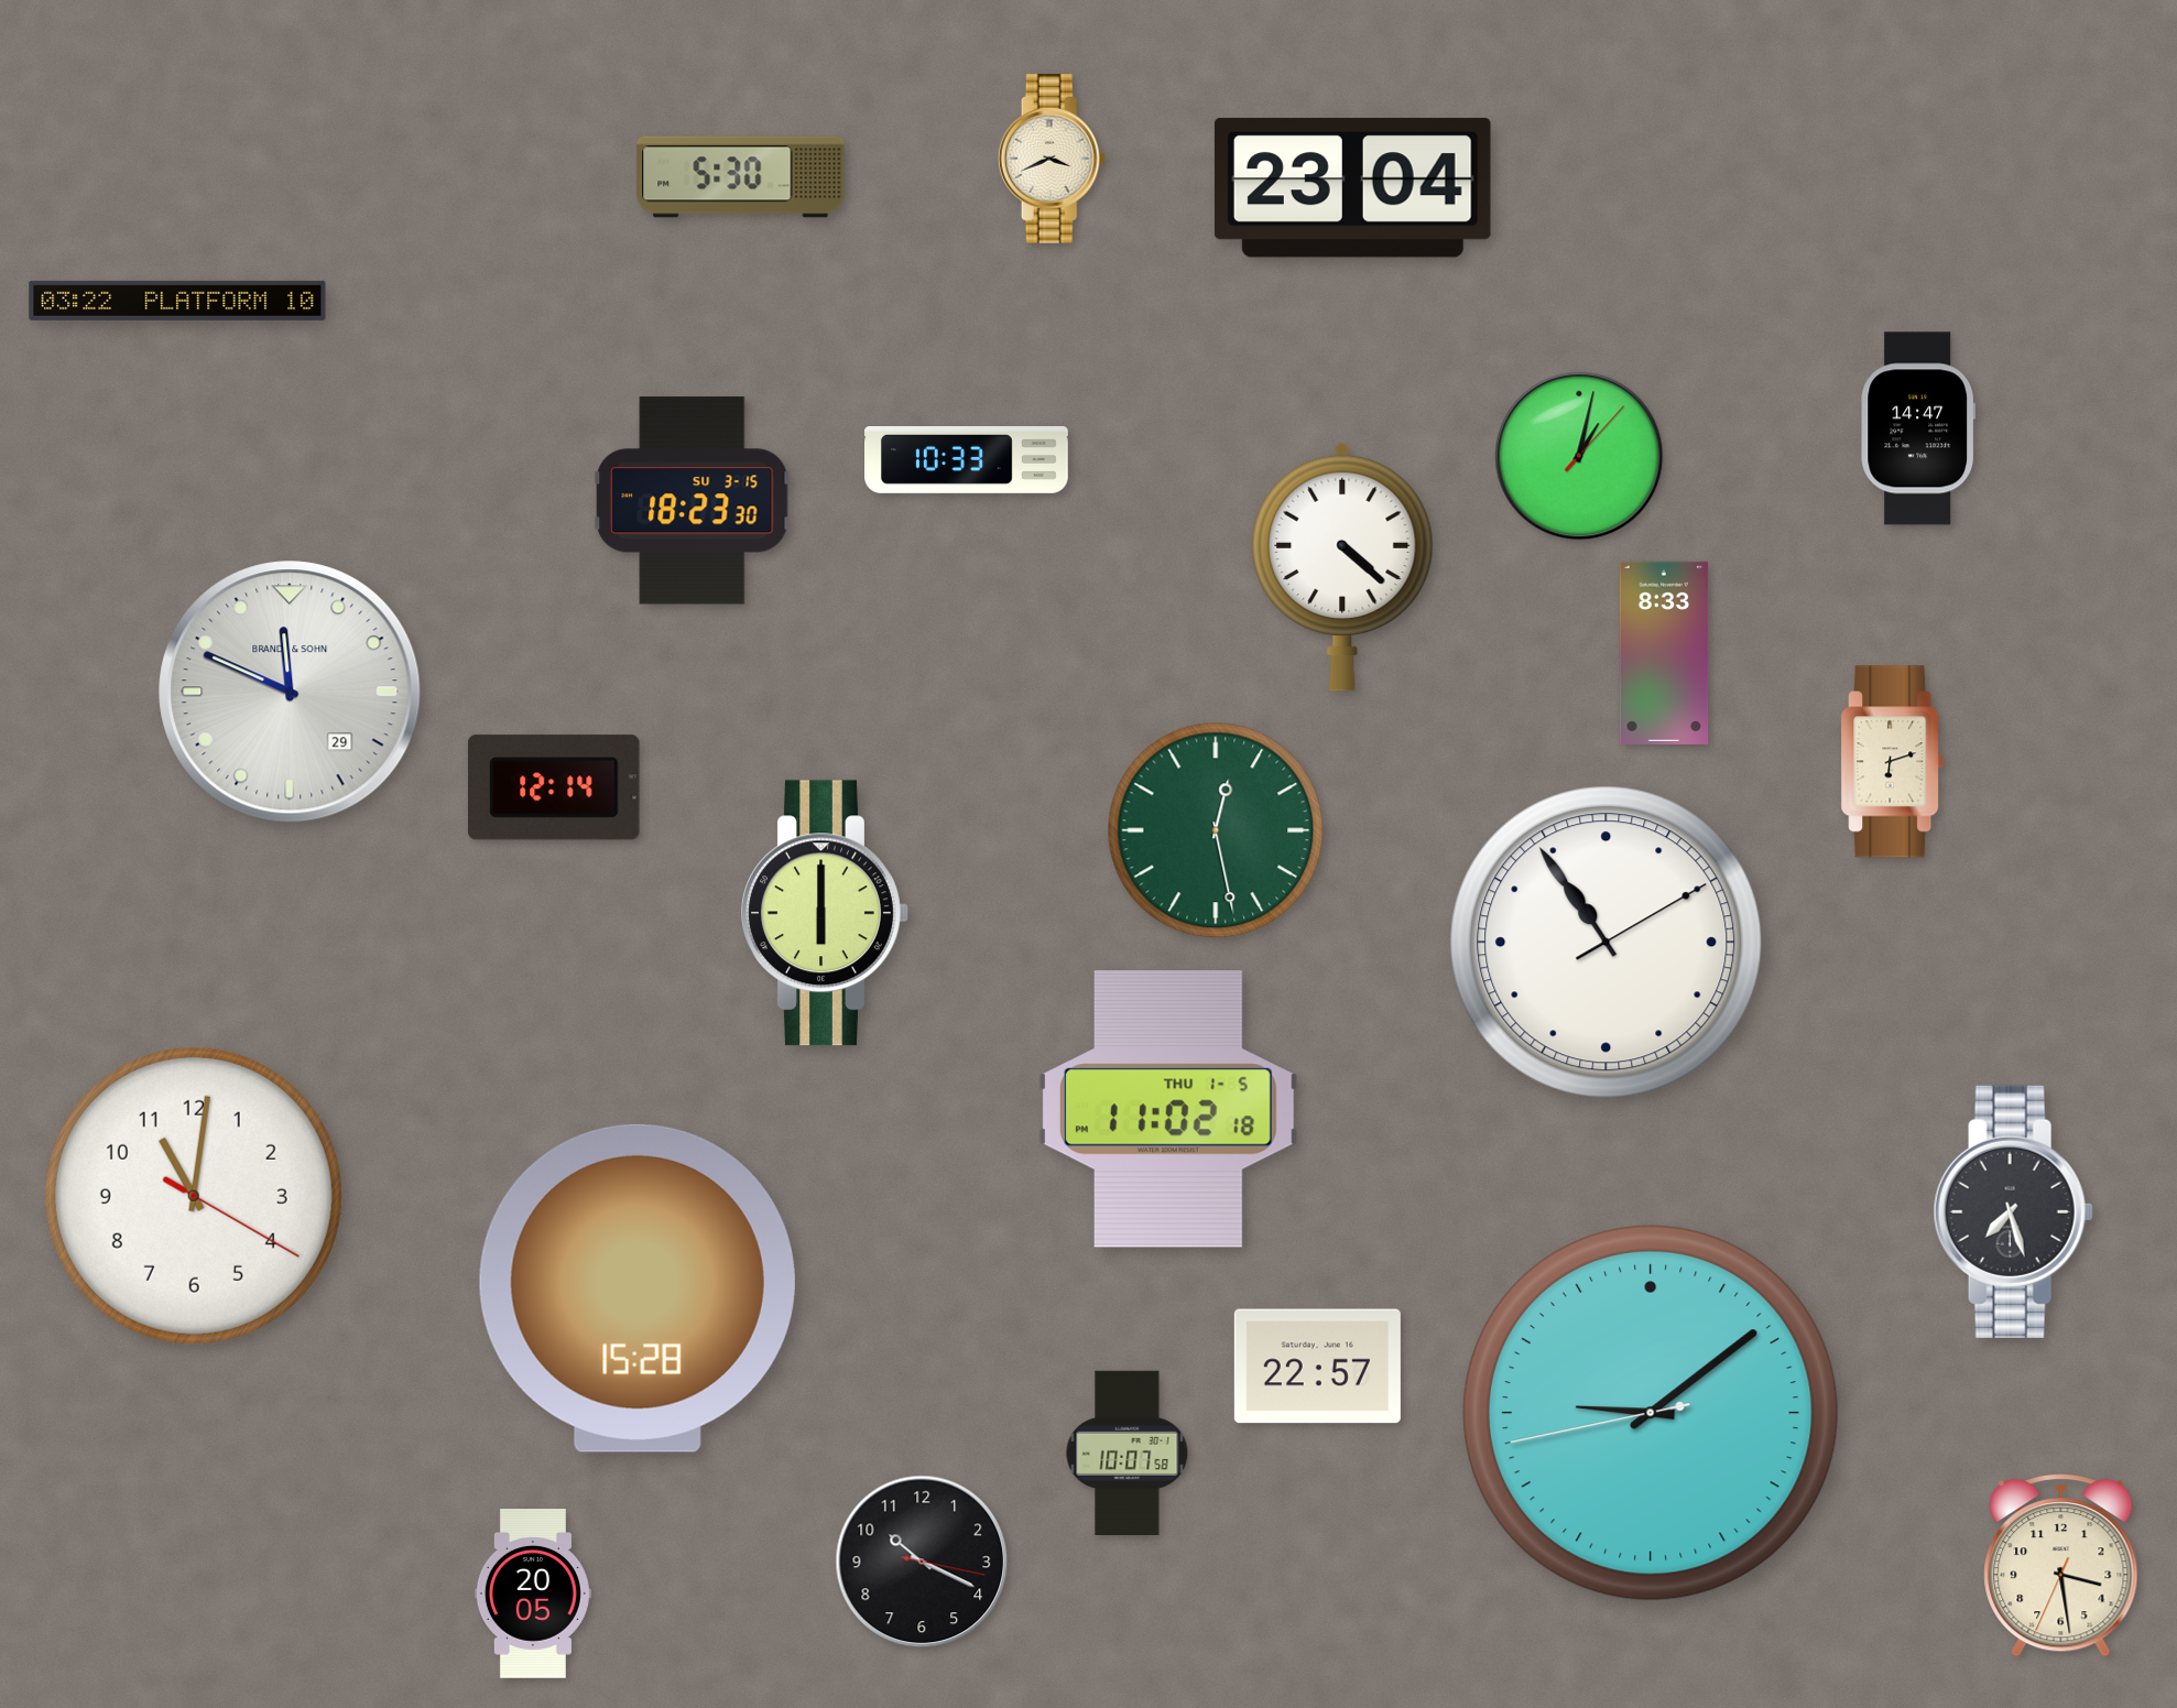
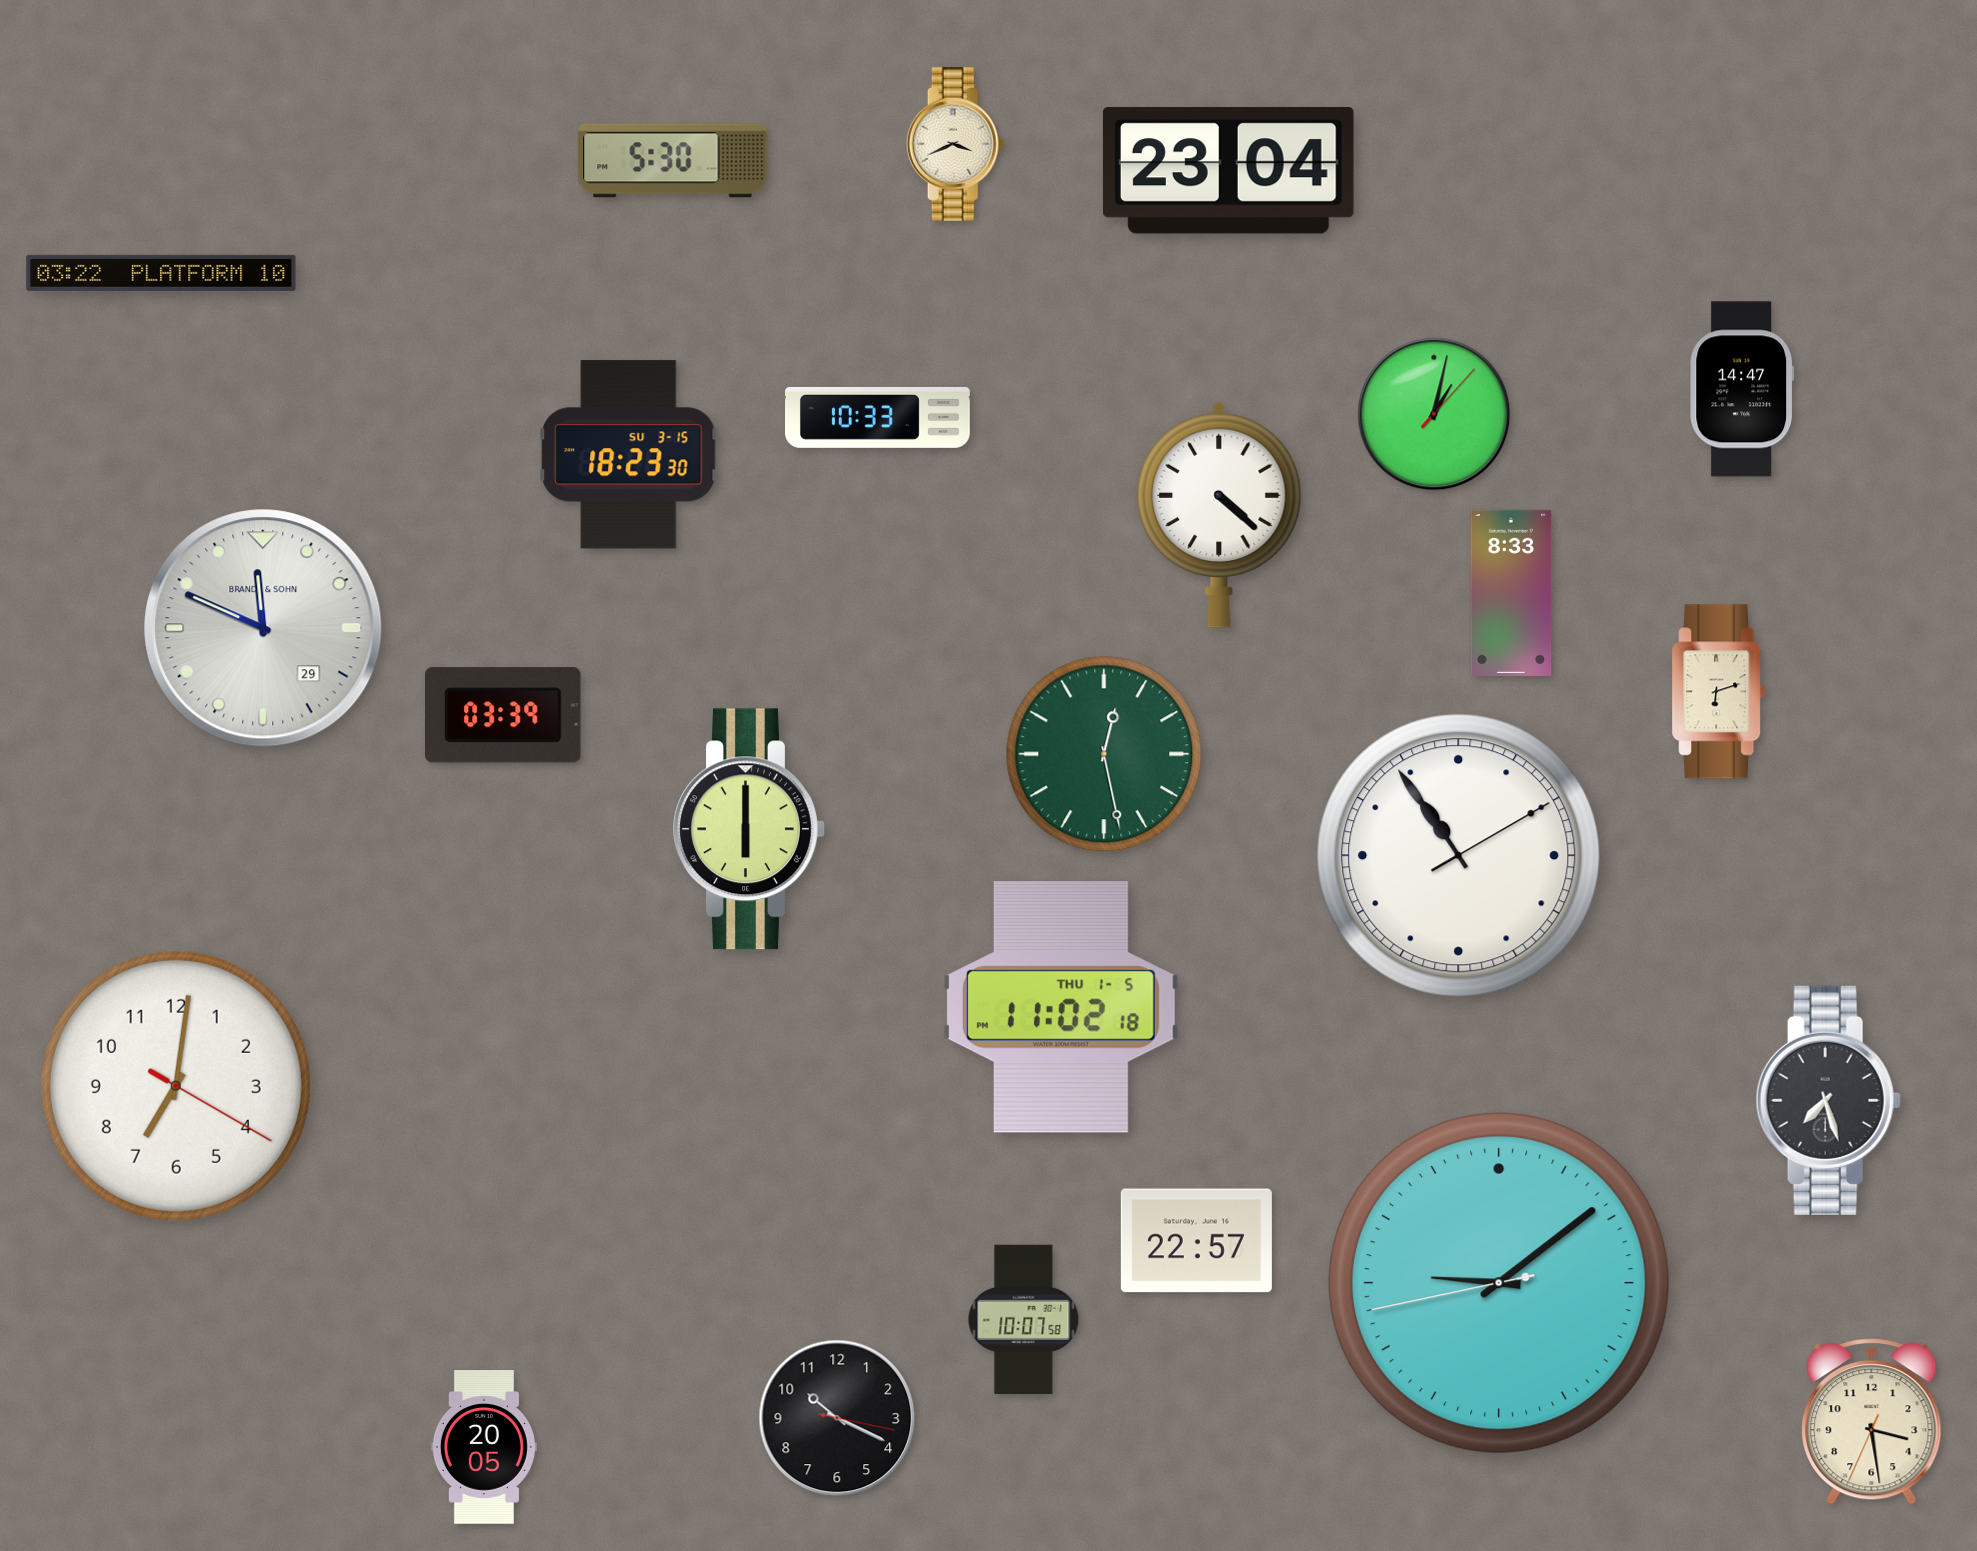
clock at (555, 787): 12:14 -> 03:39
clock at (194, 1196): 11:01 -> 7:01
clock at (638, 1288): 15:28 -> none
